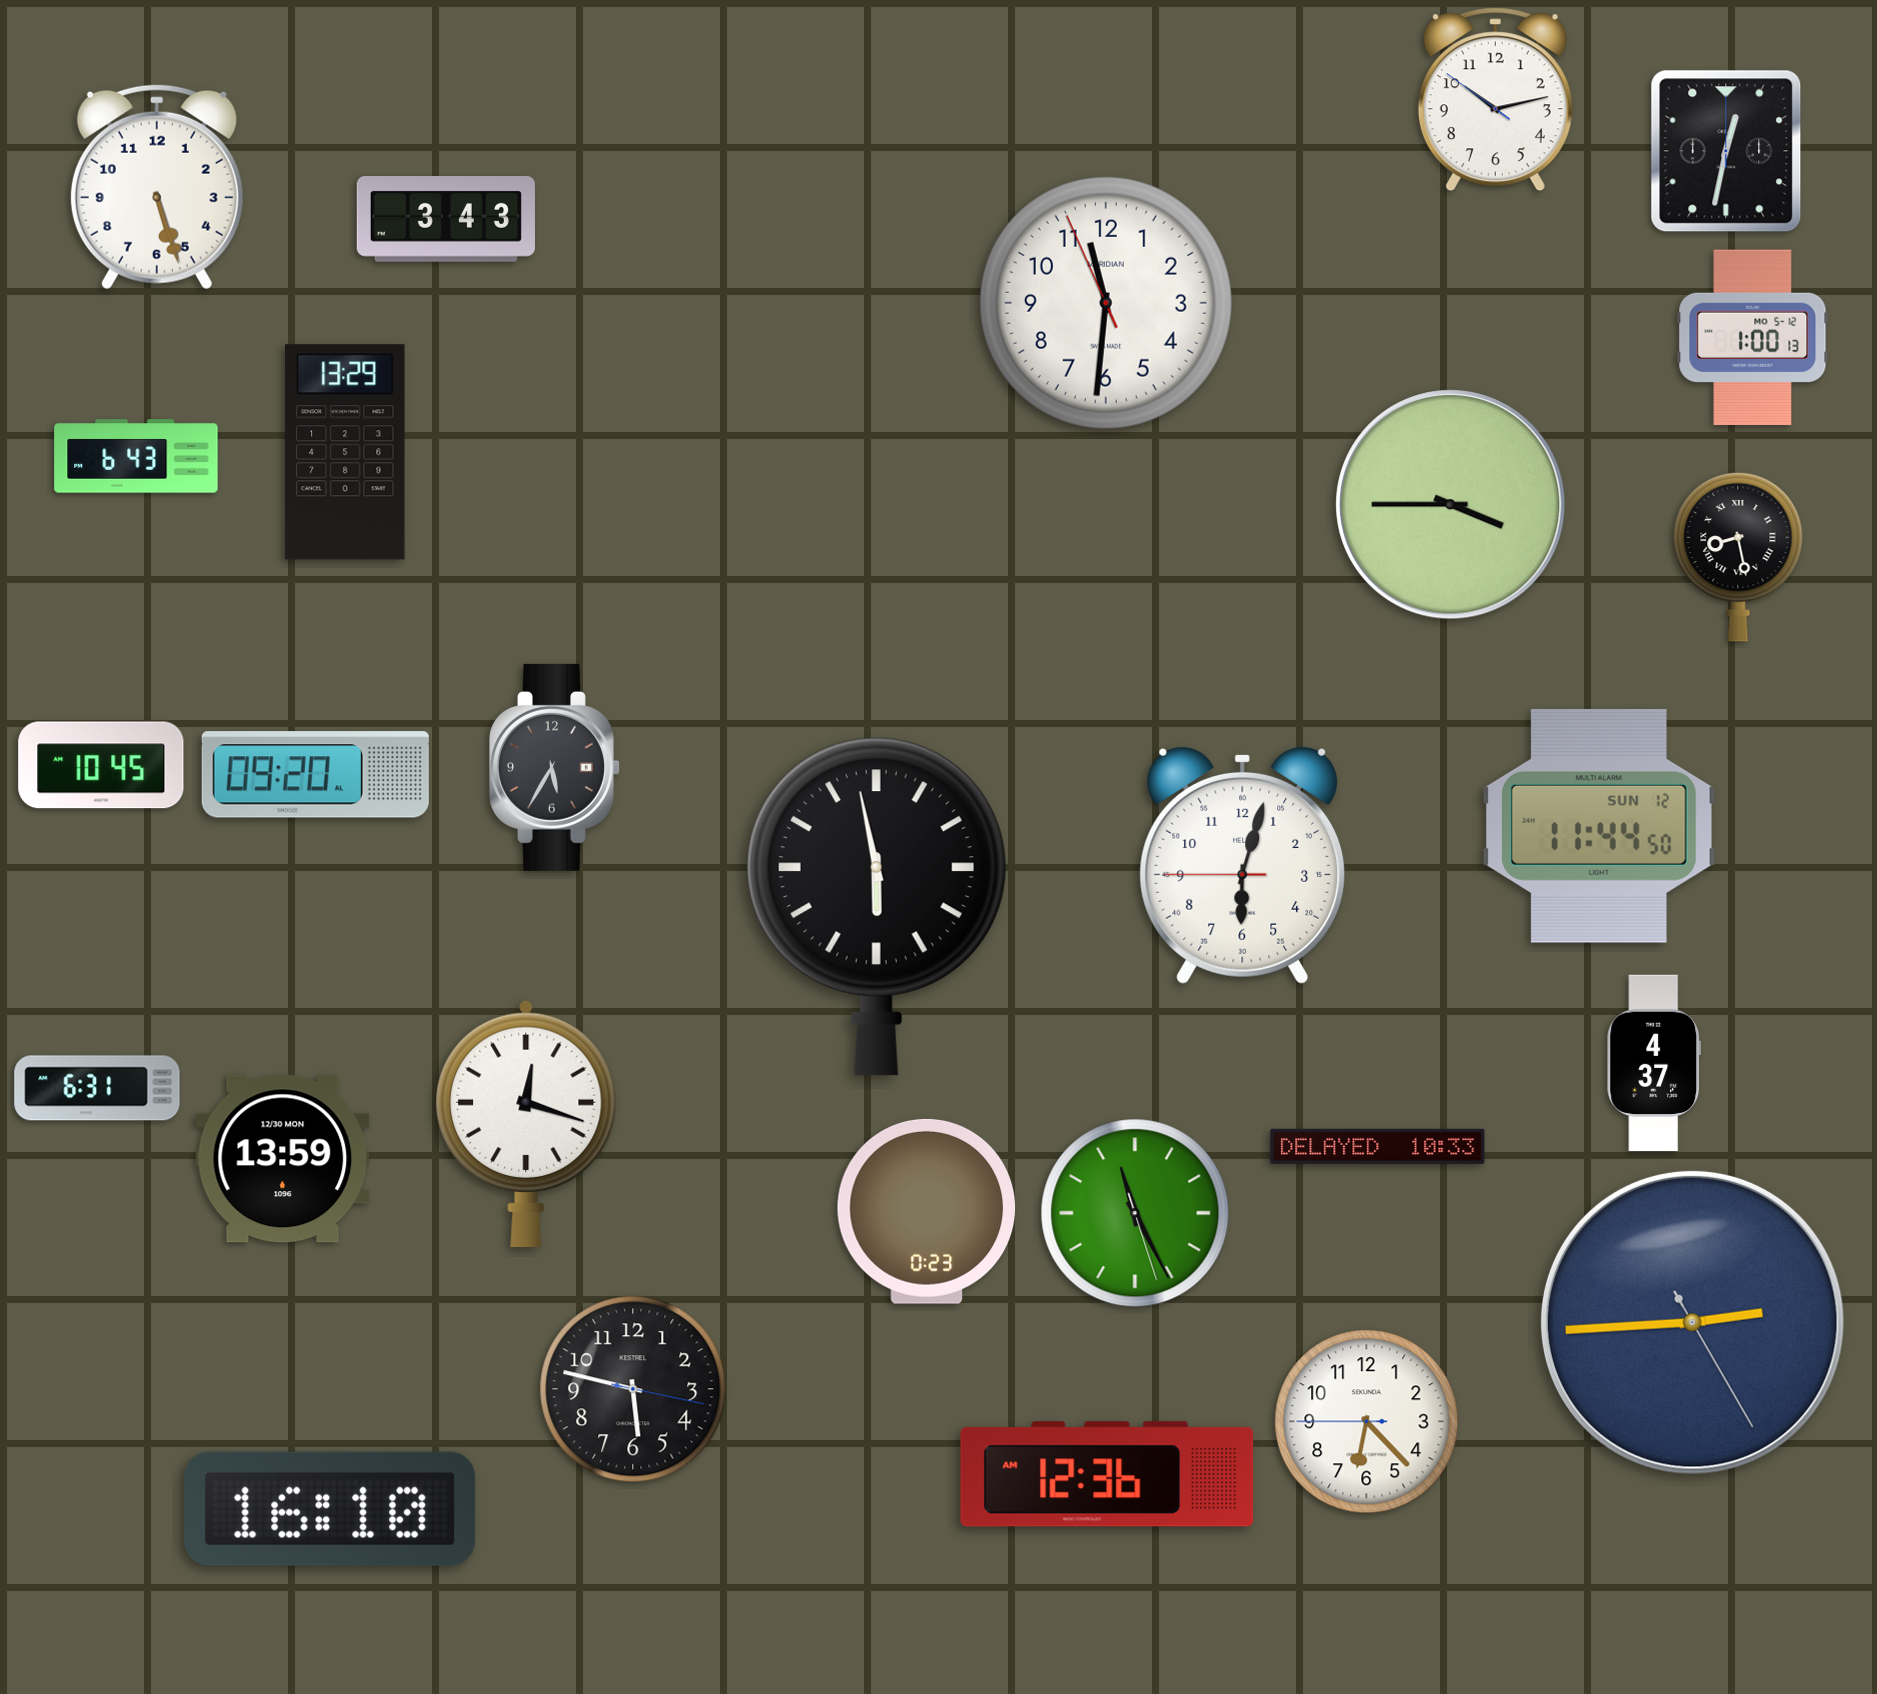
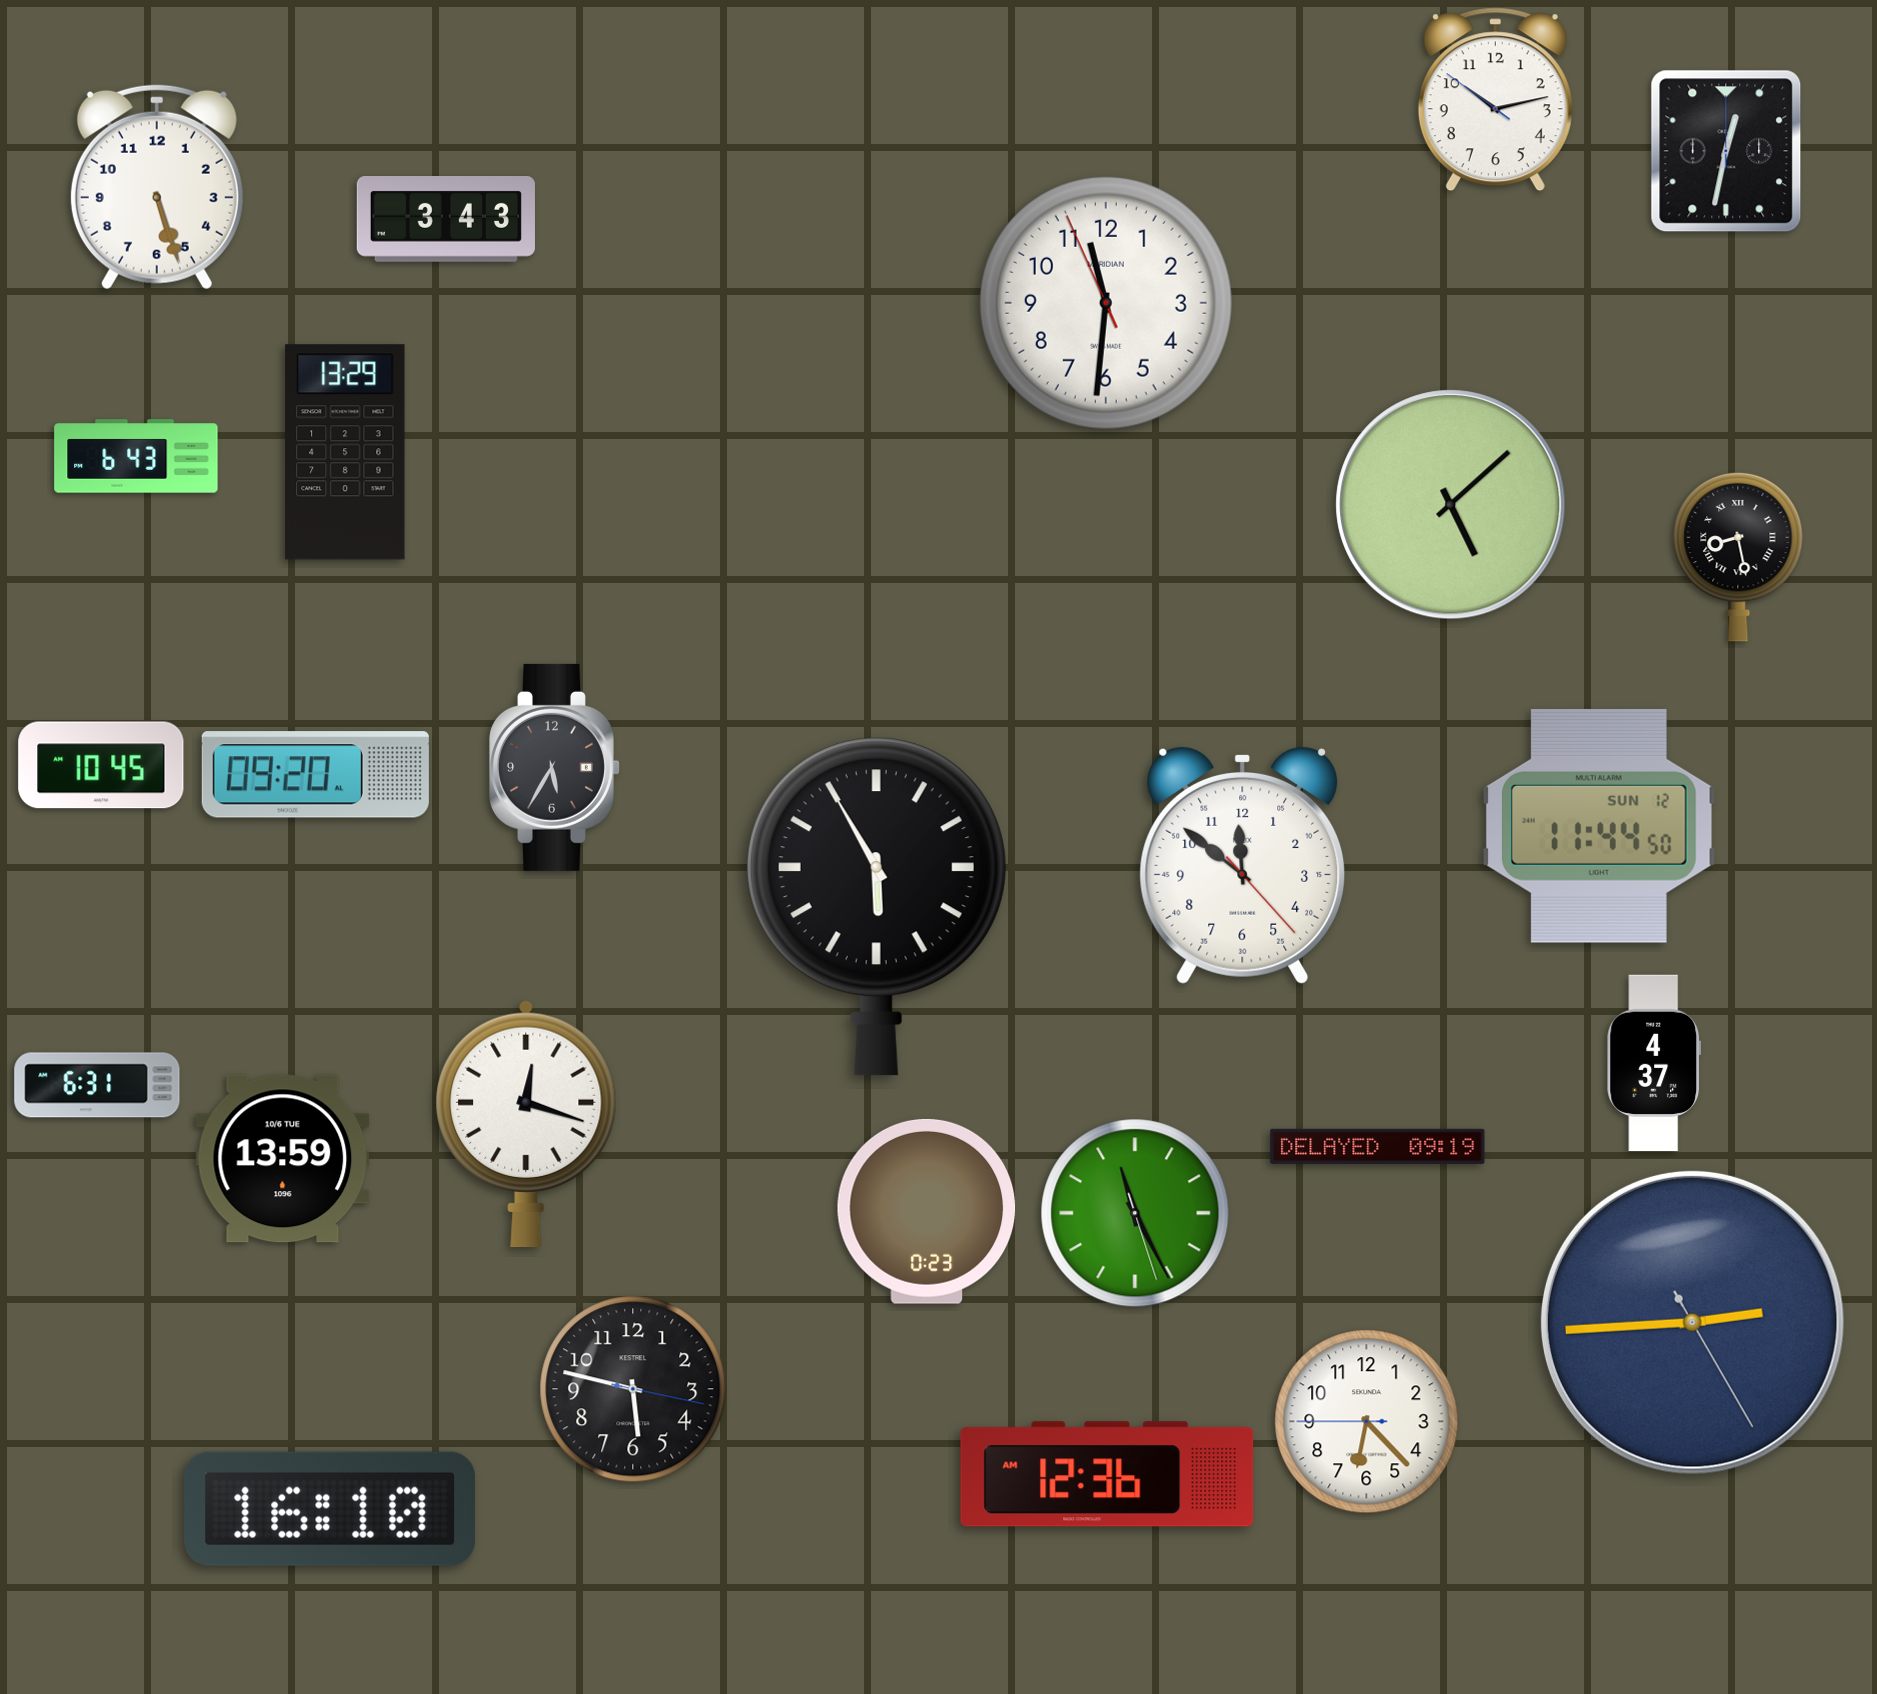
clock at (1753, 338): 1:00 -> none
clock at (1451, 505): 3:45 -> 5:08
clock at (1243, 866): 6:02 -> 11:51
clock at (876, 907): 5:58 -> 5:55
clock at (97, 1088) position: (97, 1088) -> (97, 1085)
clock at (1378, 1146): 10:33 -> 09:19
clock at (283, 1159) date: 12/30 MON -> 10/6 TUE
